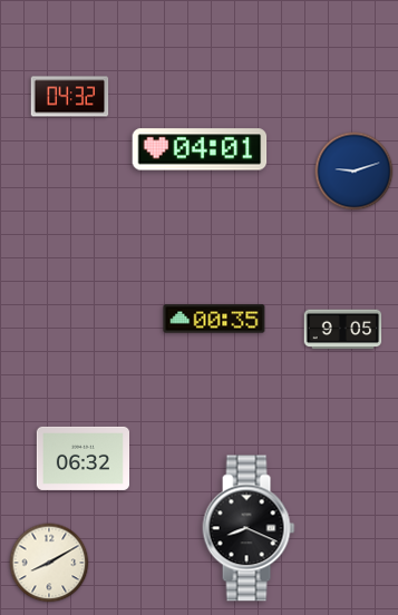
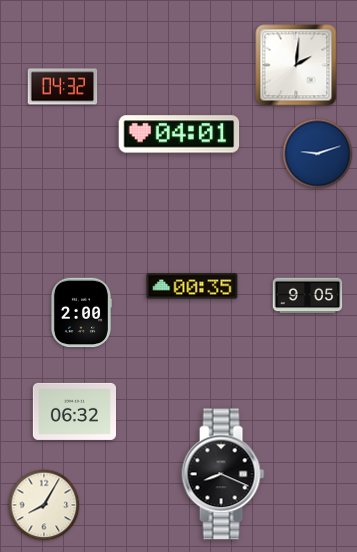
clock at (296, 65): none -> 2:01
clock at (80, 313): none -> 2:00
clock at (49, 563): 8:10 -> 8:05
